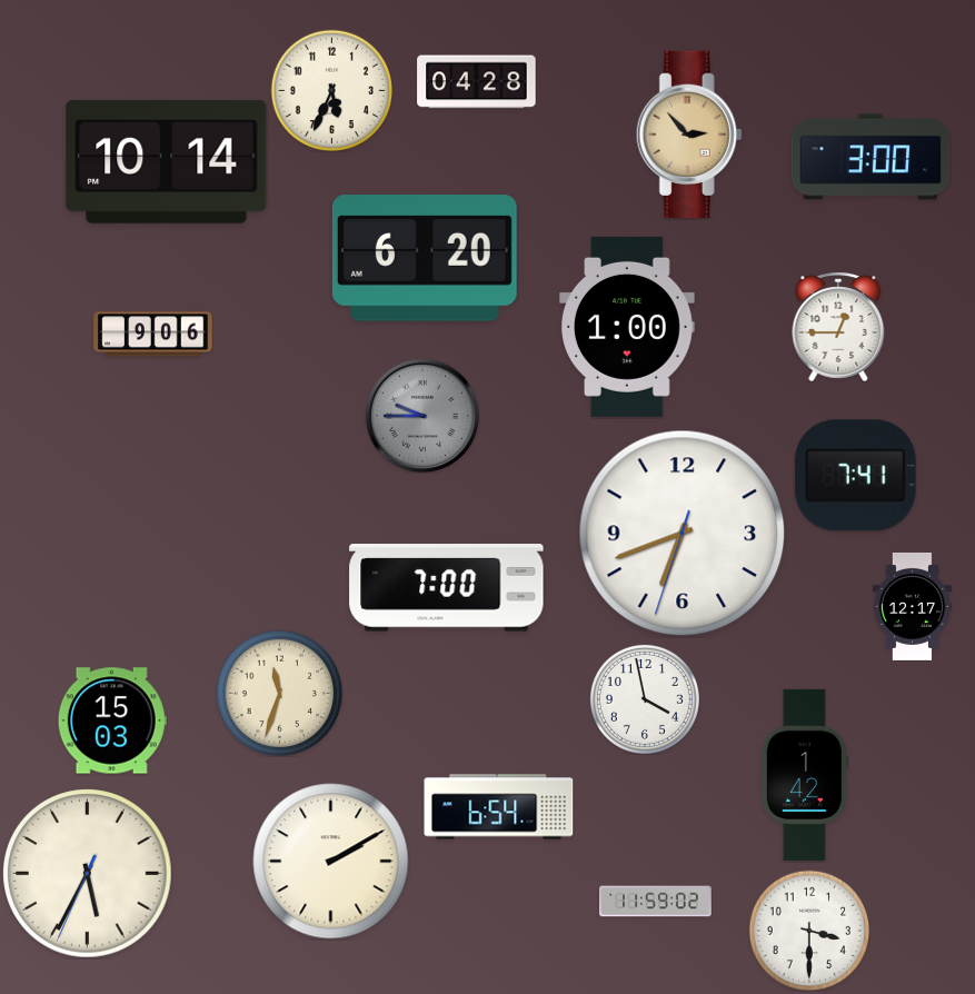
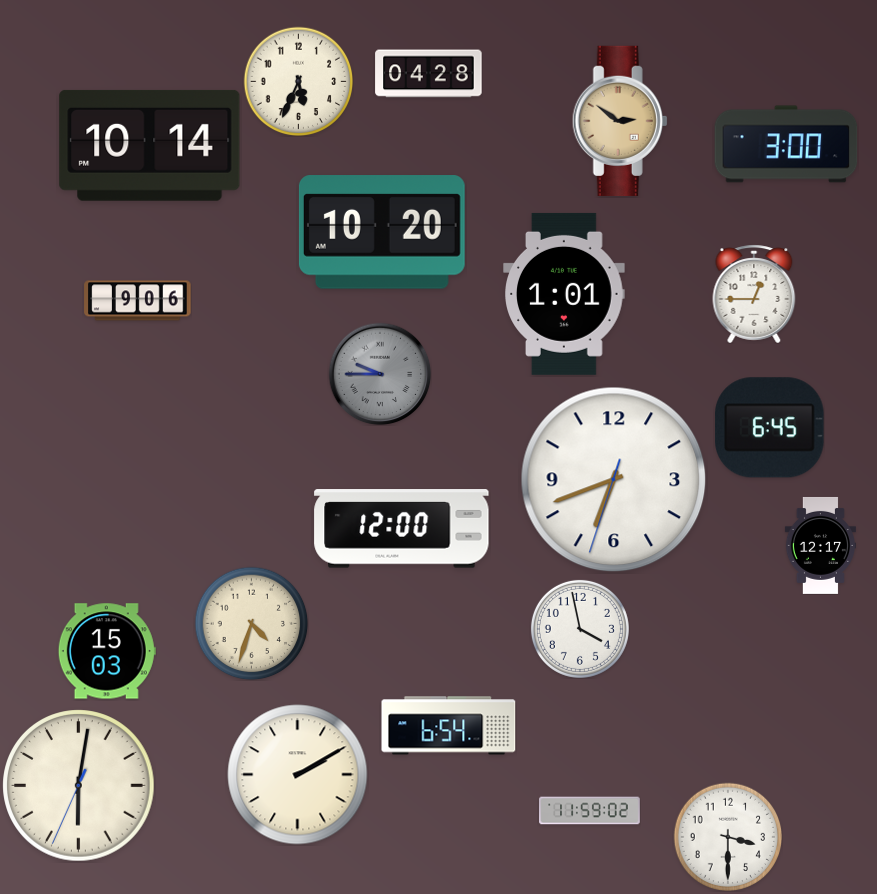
clock at (689, 135): 2:53 -> 2:51
clock at (870, 157) position: (870, 157) -> (786, 144)
clock at (425, 258): 6:20 -> 10:20
clock at (627, 327): 1:00 -> 1:01
clock at (856, 476): 7:41 -> 6:45
clock at (447, 588): 7:00 -> 12:00
clock at (279, 693): 11:33 -> 4:33
clock at (112, 720) position: (112, 720) -> (107, 651)
clock at (805, 775): 1:42 -> none
clock at (88, 874): 5:34 -> 6:01
